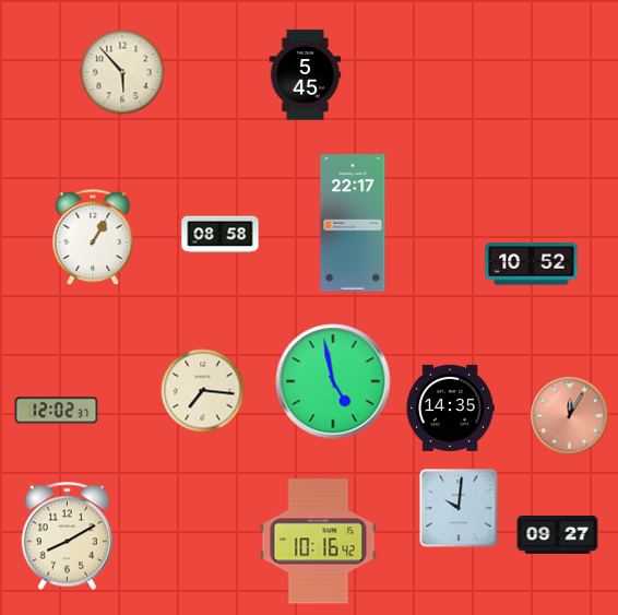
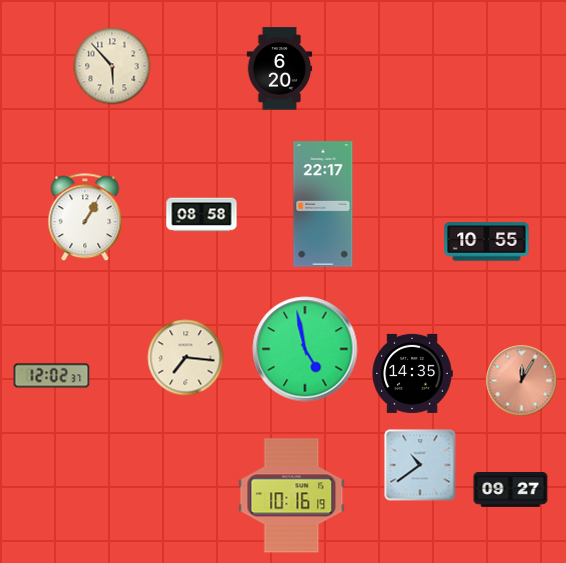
clock at (306, 75): 5:45 -> 6:20
clock at (532, 264): 10:52 -> 10:55
clock at (459, 508): 10:01 -> 10:39
clock at (67, 536): 8:10 -> none
clock at (319, 542): 10:16:42 -> 10:16:19
